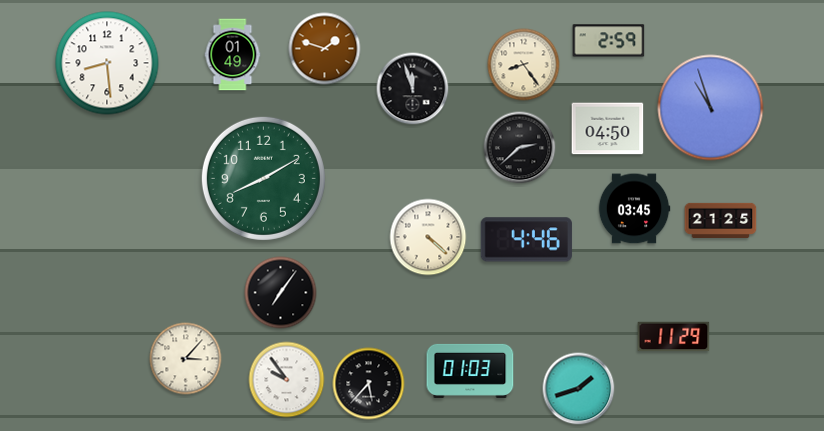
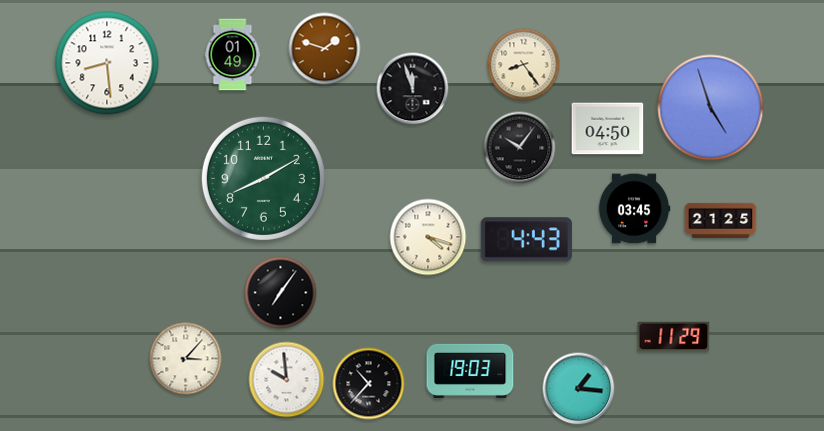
clock at (609, 41): 2:59 -> none
clock at (711, 108): 10:57 -> 4:57
clock at (520, 148): 2:38 -> 10:06
clock at (428, 237): 4:22 -> 4:18
clock at (526, 240): 4:46 -> 4:43
clock at (470, 371): 01:03 -> 19:03
clock at (287, 380): 9:54 -> 9:59
clock at (369, 384): 5:37 -> 10:37
clock at (579, 389): 1:42 -> 1:16
